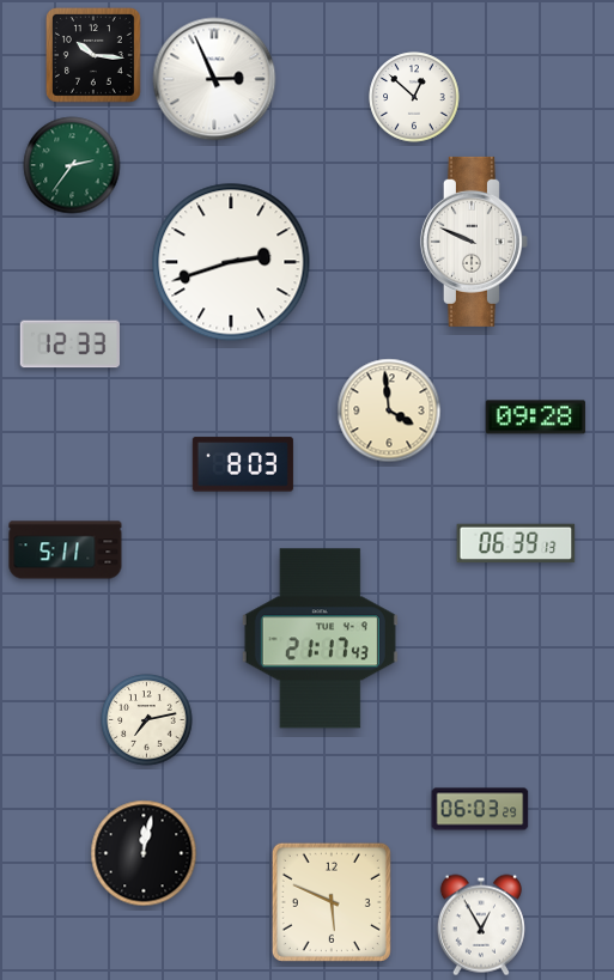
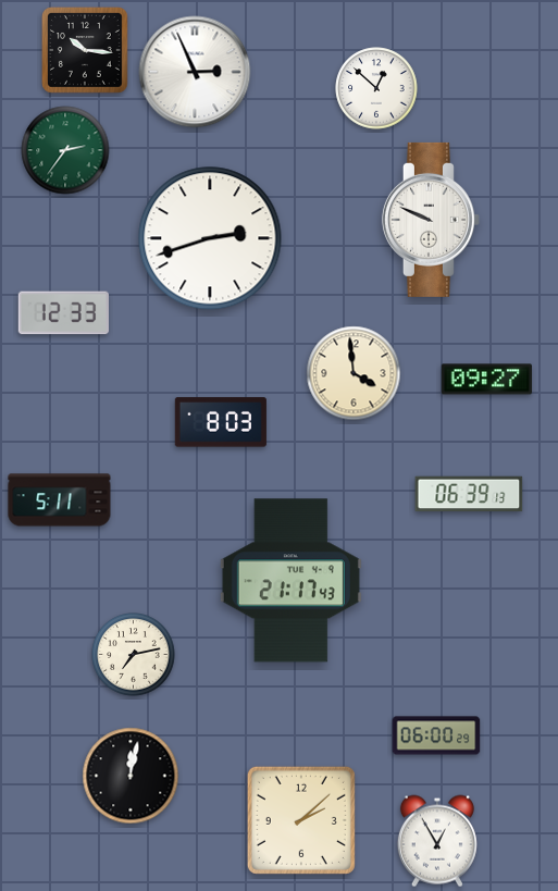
clock at (535, 418): 09:28 -> 09:27
clock at (480, 809): 06:03 -> 06:00
clock at (332, 902): 5:49 -> 2:08
